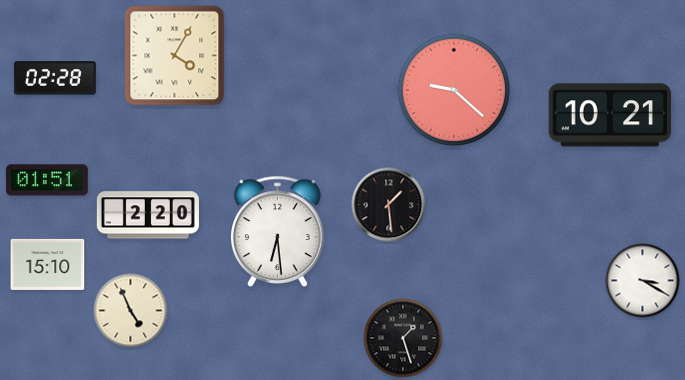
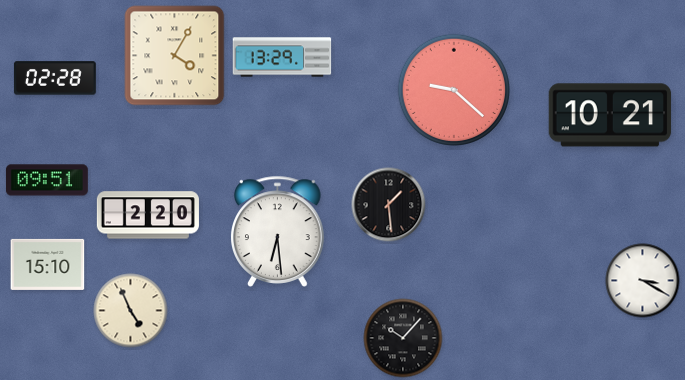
clock at (282, 57): none -> 13:29
clock at (47, 180): 01:51 -> 09:51
clock at (403, 338): 1:27 -> 10:07
